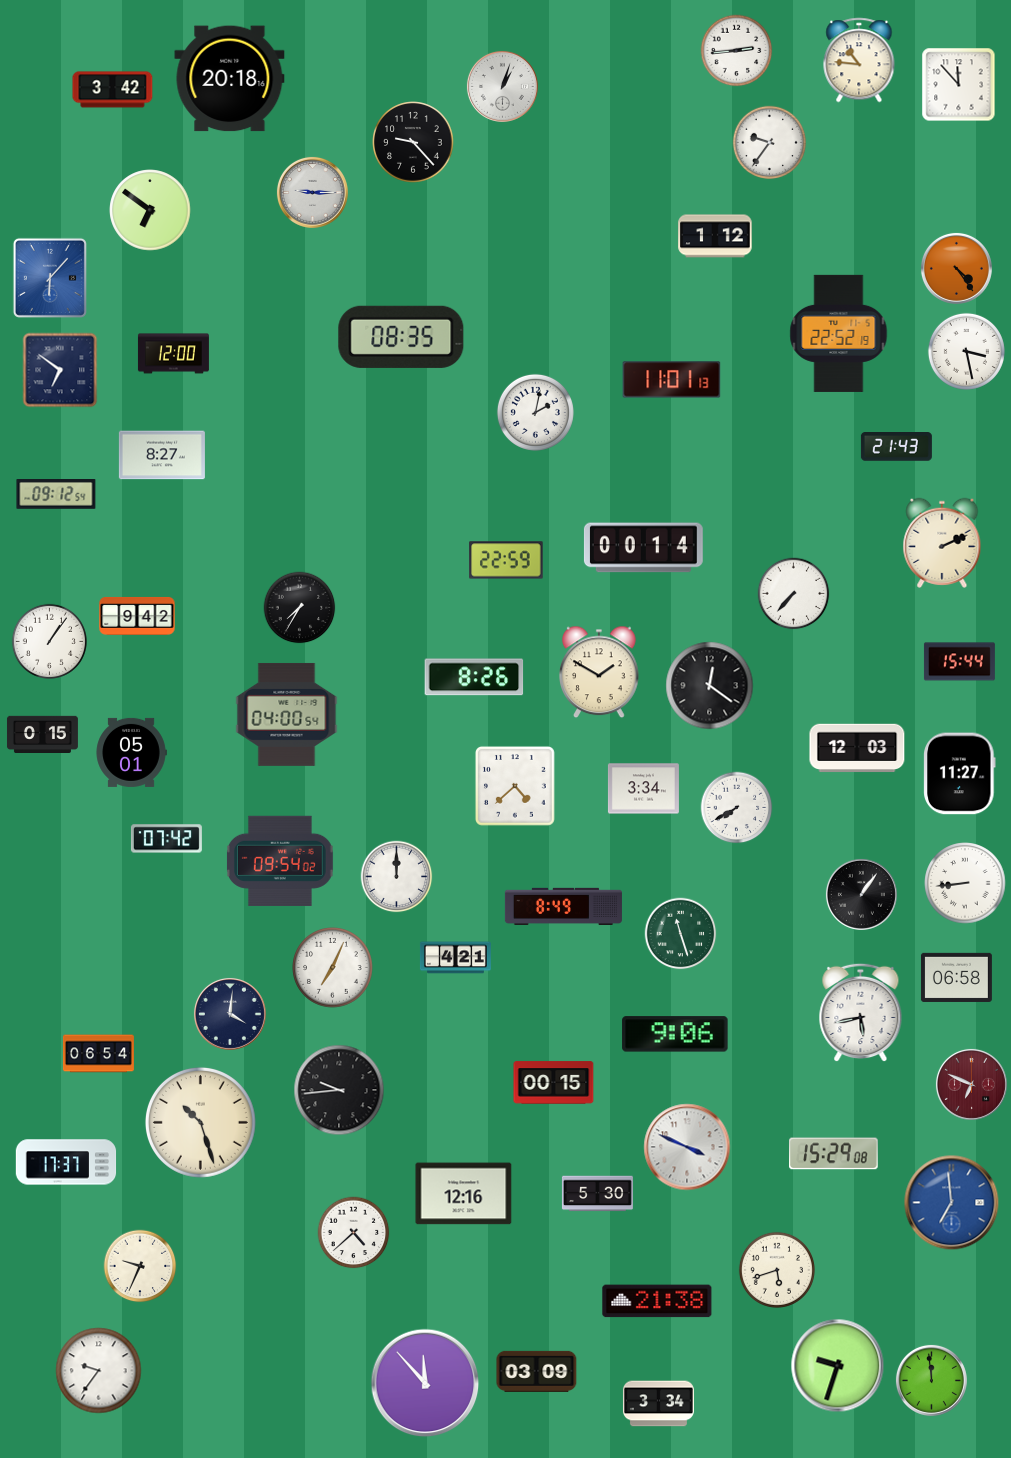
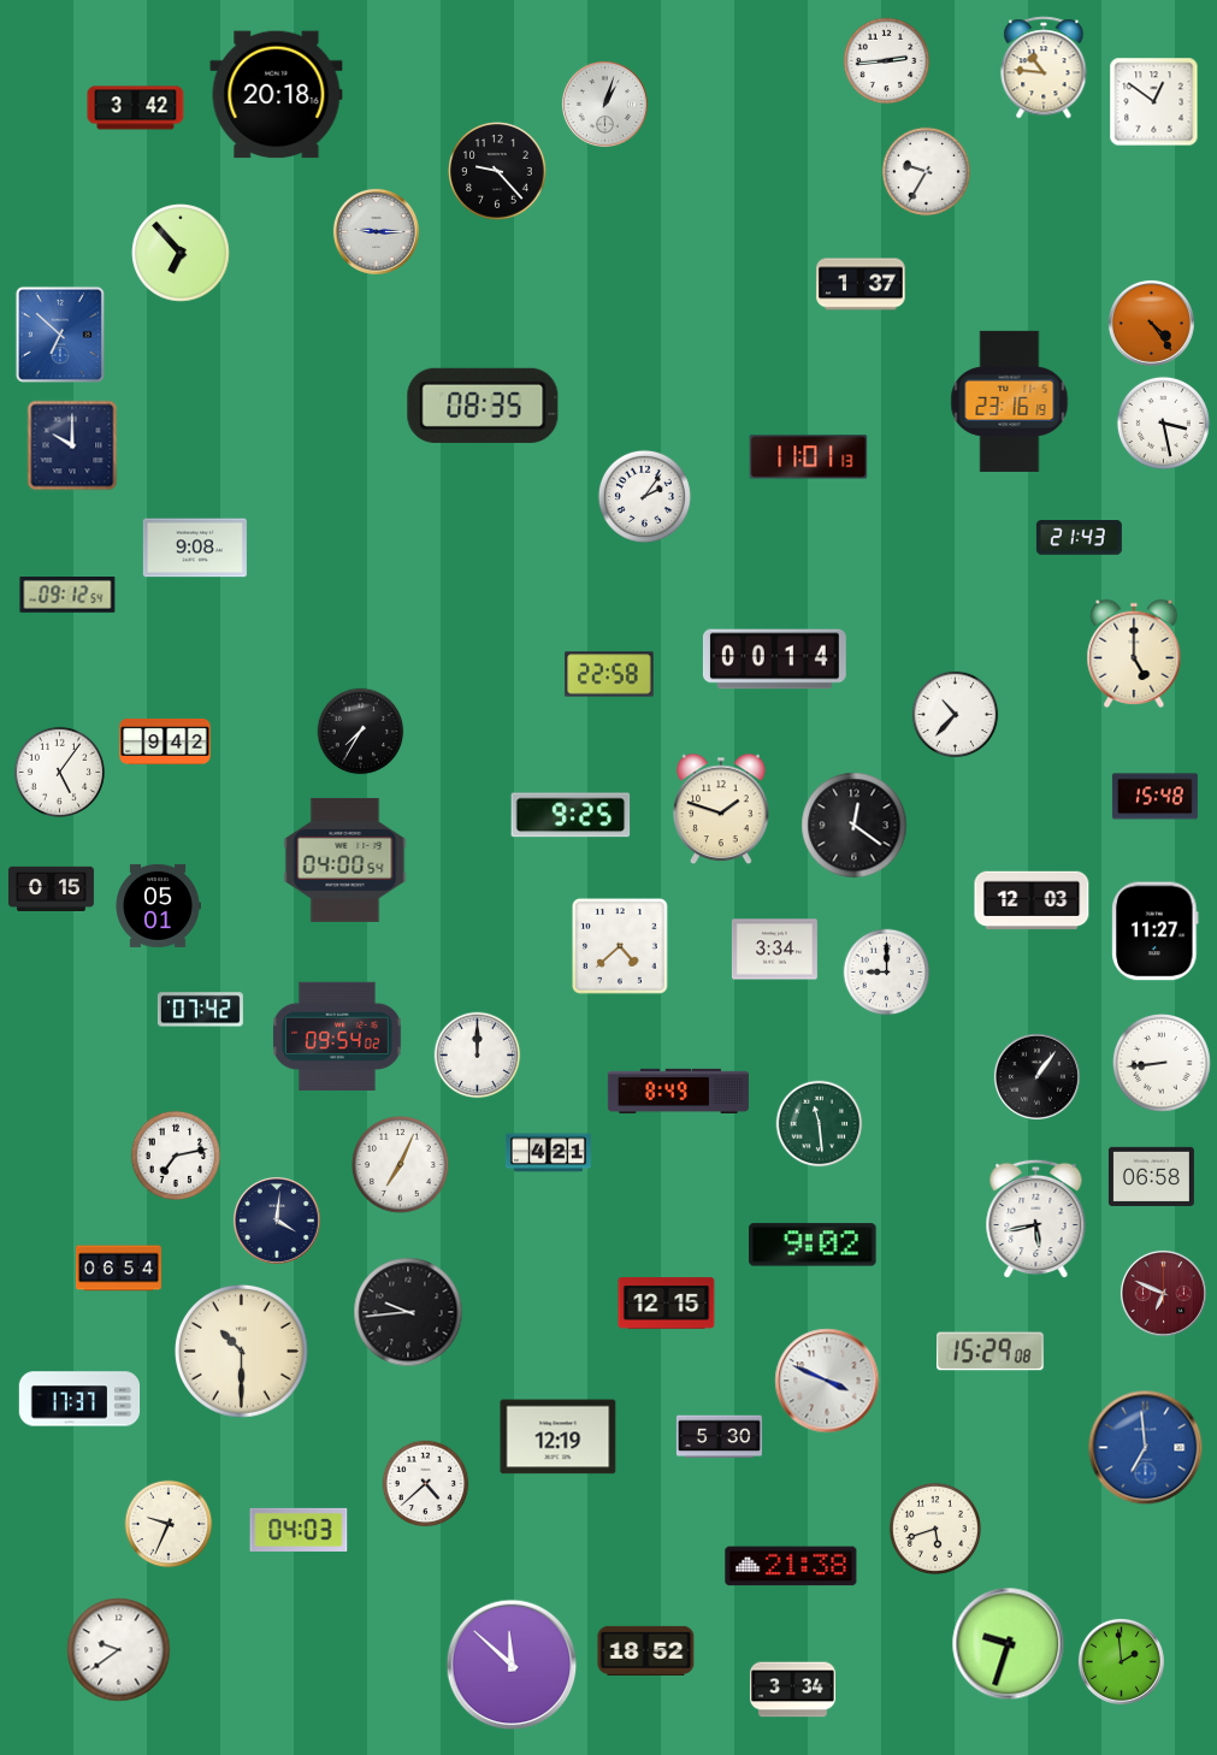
clock at (859, 60) position: (859, 60) -> (1044, 67)
clock at (959, 85): 11:53 -> 12:51
clock at (770, 143): 9:36 -> 9:35
clock at (150, 210): 6:51 -> 6:53
clock at (715, 236): 1:12 -> 1:37
clock at (50, 278): 6:07 -> 6:52
clock at (839, 333): 22:52 -> 23:16
clock at (173, 354): 12:00 -> none
clock at (60, 370): 6:51 -> 10:00
clock at (535, 412): 2:02 -> 2:06
clock at (162, 455): 8:27 -> 9:08
clock at (942, 543): 2:11 -> 5:00
clock at (506, 560): 22:59 -> 22:58
clock at (794, 594): 7:37 -> 10:37
clock at (49, 641): 1:06 -> 5:06
clock at (959, 662): 15:44 -> 15:48
clock at (600, 672): 1:50 -> 1:48
clock at (474, 677): 8:26 -> 9:25
clock at (42, 734) position: (42, 734) -> (51, 888)
clock at (737, 808): 7:40 -> 9:00
clock at (681, 934): 11:27 -> 11:29
clock at (176, 1156): none -> 7:13
clock at (675, 1034): 9:06 -> 9:02
clock at (554, 1083): 00:15 -> 12:15
clock at (971, 1084) position: (971, 1084) -> (1163, 1293)
clock at (200, 1122): 10:27 -> 10:30
clock at (834, 1154) position: (834, 1154) -> (991, 1352)
clock at (464, 1194): 12:16 -> 12:19
clock at (299, 1530): none -> 04:03
clock at (99, 1371): 9:36 -> 9:39
clock at (537, 1371): 03:09 -> 18:52
clock at (931, 1380): 11:59 -> 1:59
clock at (425, 1383): 11:53 -> 11:52
